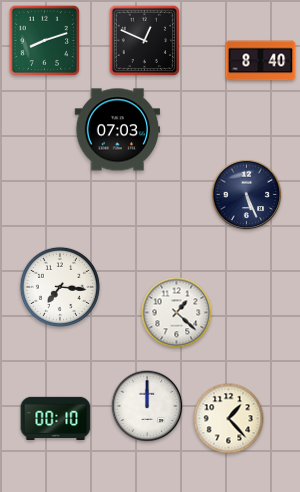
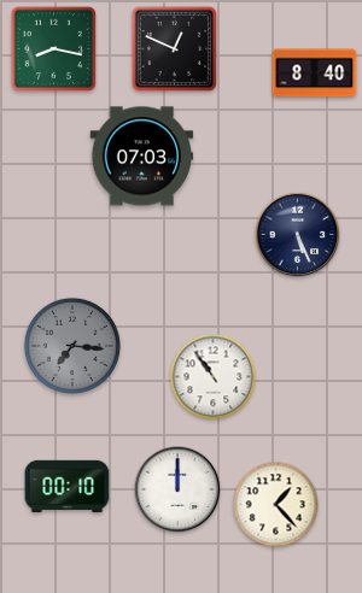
clock at (44, 40): 8:12 -> 8:17
clock at (60, 287) dial: white -> grey
clock at (177, 313): 1:22 -> 10:54
clock at (56, 418) position: (56, 418) -> (68, 486)
